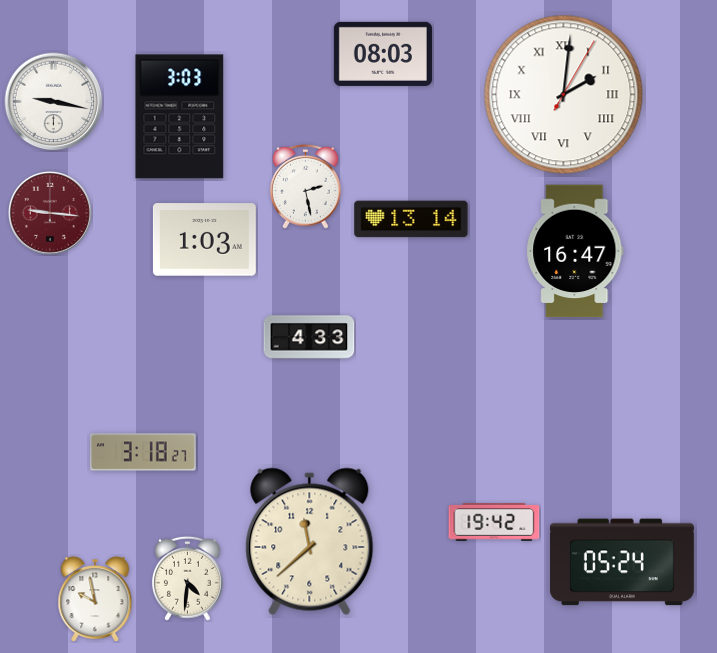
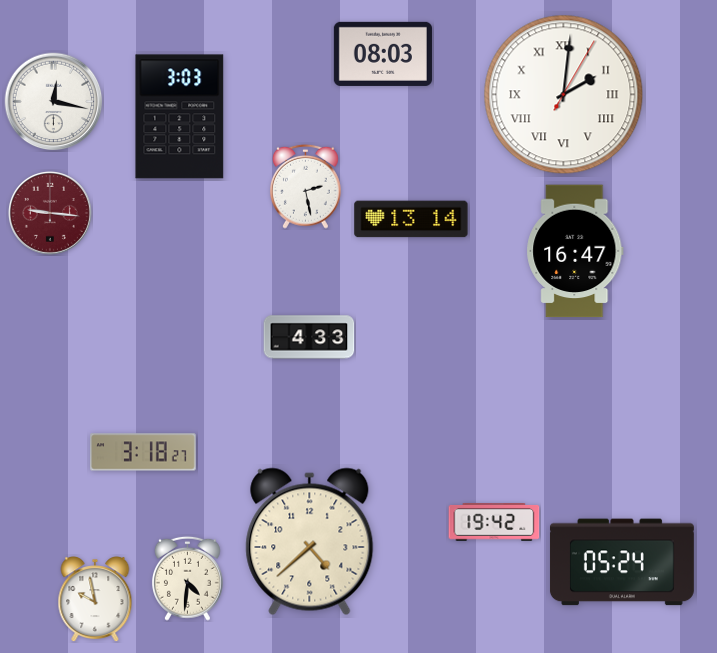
clock at (54, 102): 9:17 -> 12:17
clock at (204, 240): 1:03 -> none
clock at (310, 542): 11:38 -> 4:38
